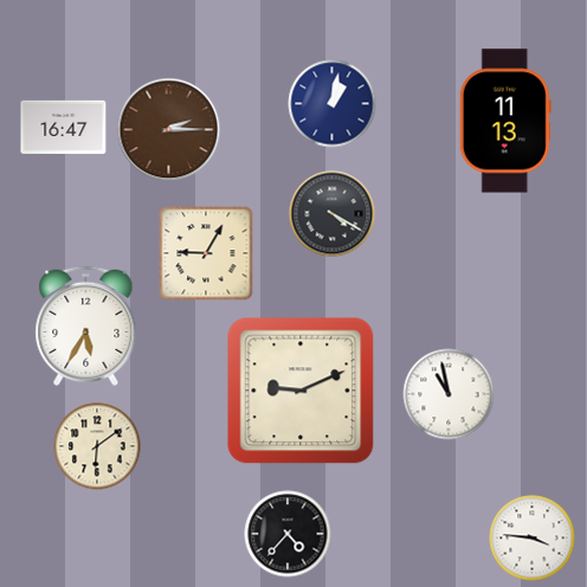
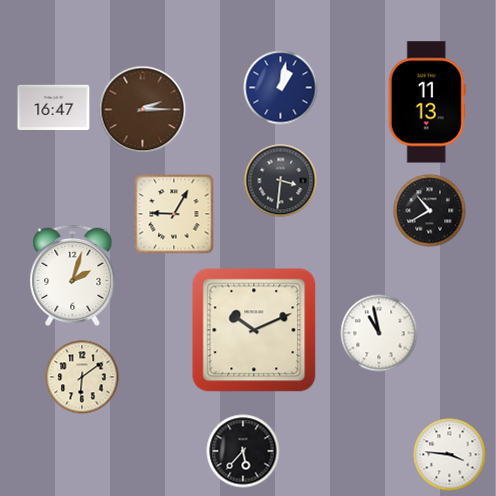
clock at (333, 214): 4:20 -> 3:31
clock at (430, 211): none -> 10:40
clock at (86, 325): 5:35 -> 2:03
clock at (301, 391): 9:11 -> 10:11
clock at (288, 534): 4:37 -> 5:37
